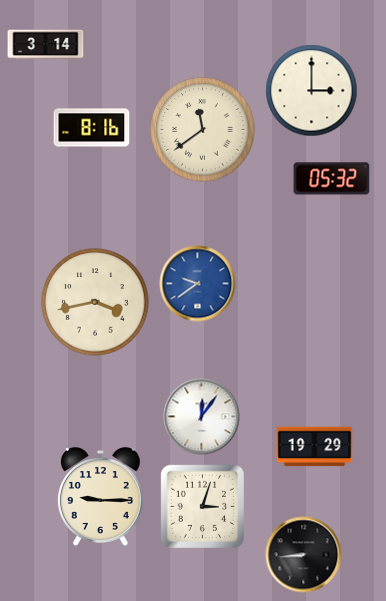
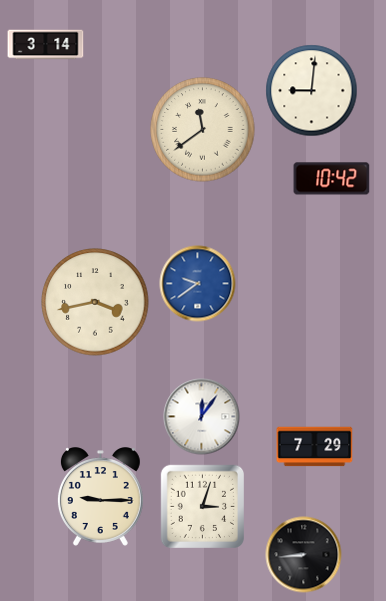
clock at (312, 91): 3:00 -> 9:01
clock at (92, 128): 8:16 -> none
clock at (332, 179): 05:32 -> 10:42
clock at (315, 447): 19:29 -> 7:29
